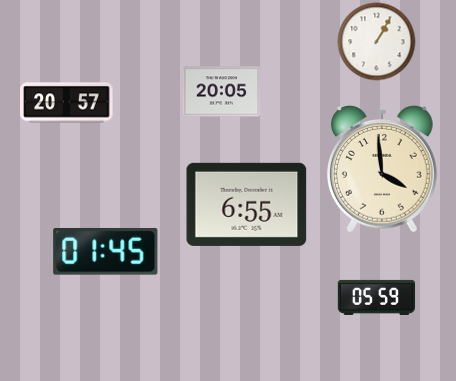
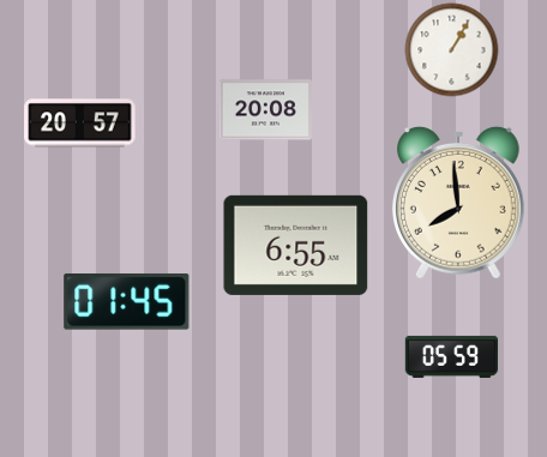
clock at (221, 92): 20:05 -> 20:08
clock at (382, 169): 3:59 -> 7:59
